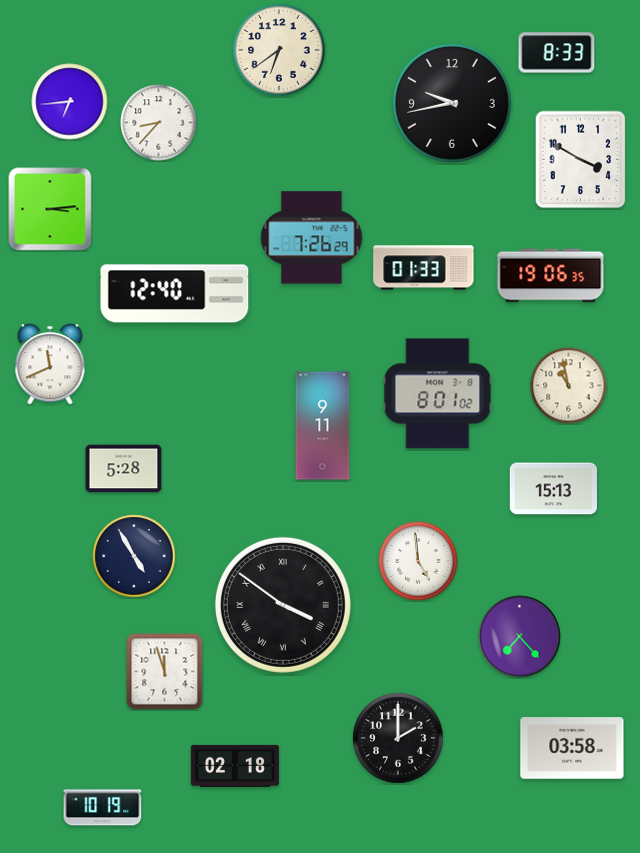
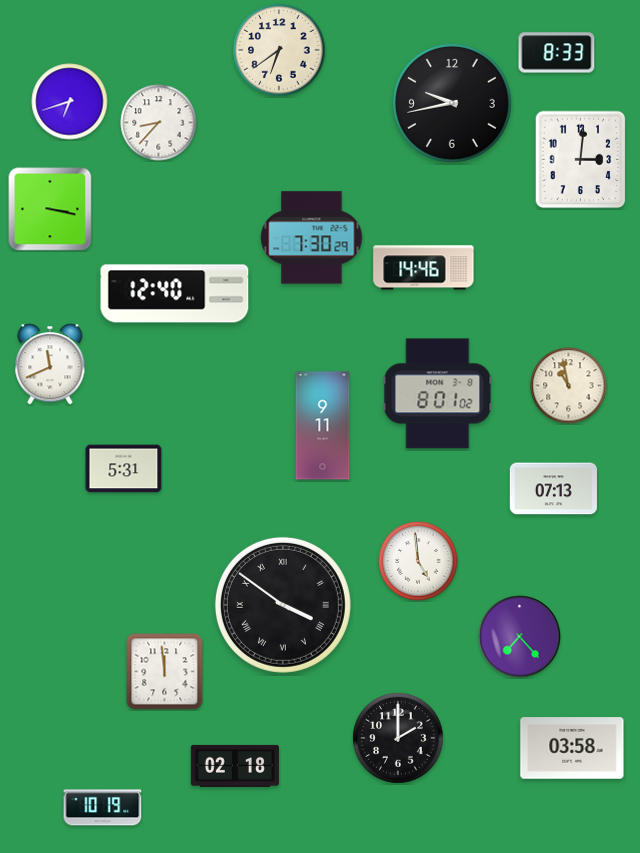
clock at (70, 102): 6:44 -> 6:42
clock at (581, 160): 3:50 -> 3:01
clock at (50, 209): 3:14 -> 3:17
clock at (312, 238): 7:26 -> 7:30
clock at (424, 268): 01:33 -> 14:46
clock at (551, 276): 19:06 -> none
clock at (124, 469): 5:28 -> 5:31
clock at (553, 489): 15:13 -> 07:13
clock at (134, 556): 4:55 -> none
clock at (165, 672): 11:57 -> 11:59
